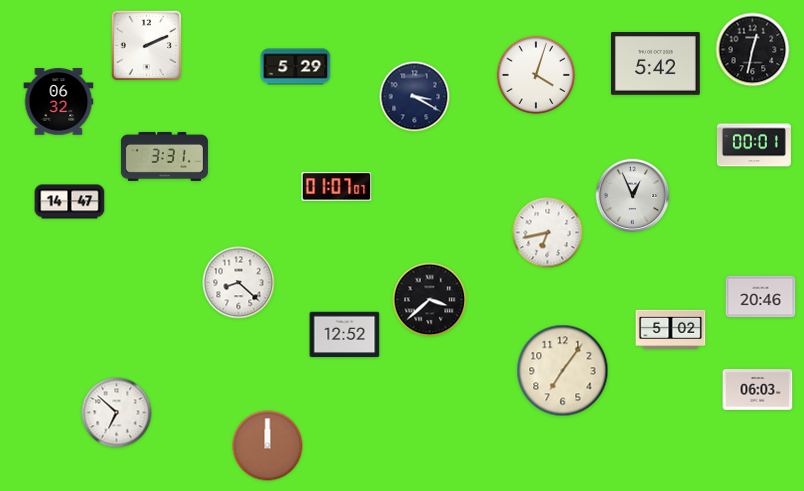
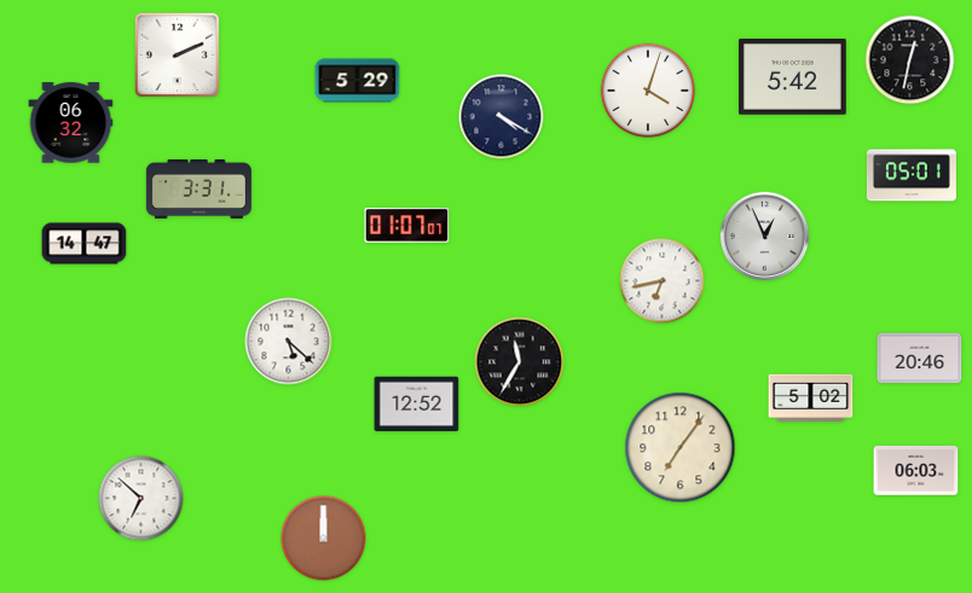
clock at (415, 97): 3:20 -> 4:20
clock at (754, 145): 00:01 -> 05:01
clock at (239, 283): 8:22 -> 5:22
clock at (430, 300): 3:38 -> 11:35
